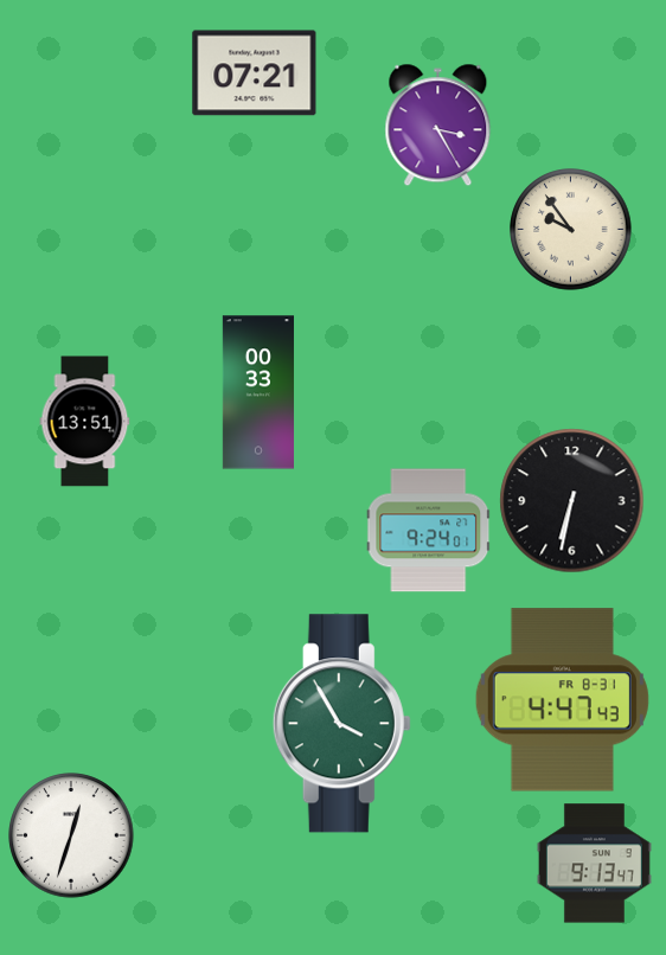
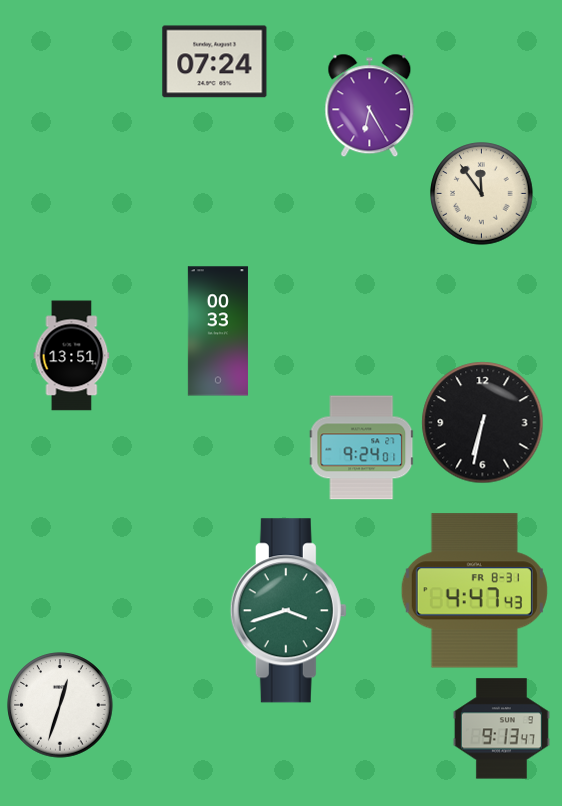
clock at (255, 73): 07:21 -> 07:24
clock at (438, 126): 3:25 -> 6:25
clock at (571, 230): 9:54 -> 11:54
clock at (341, 724): 3:55 -> 3:42
